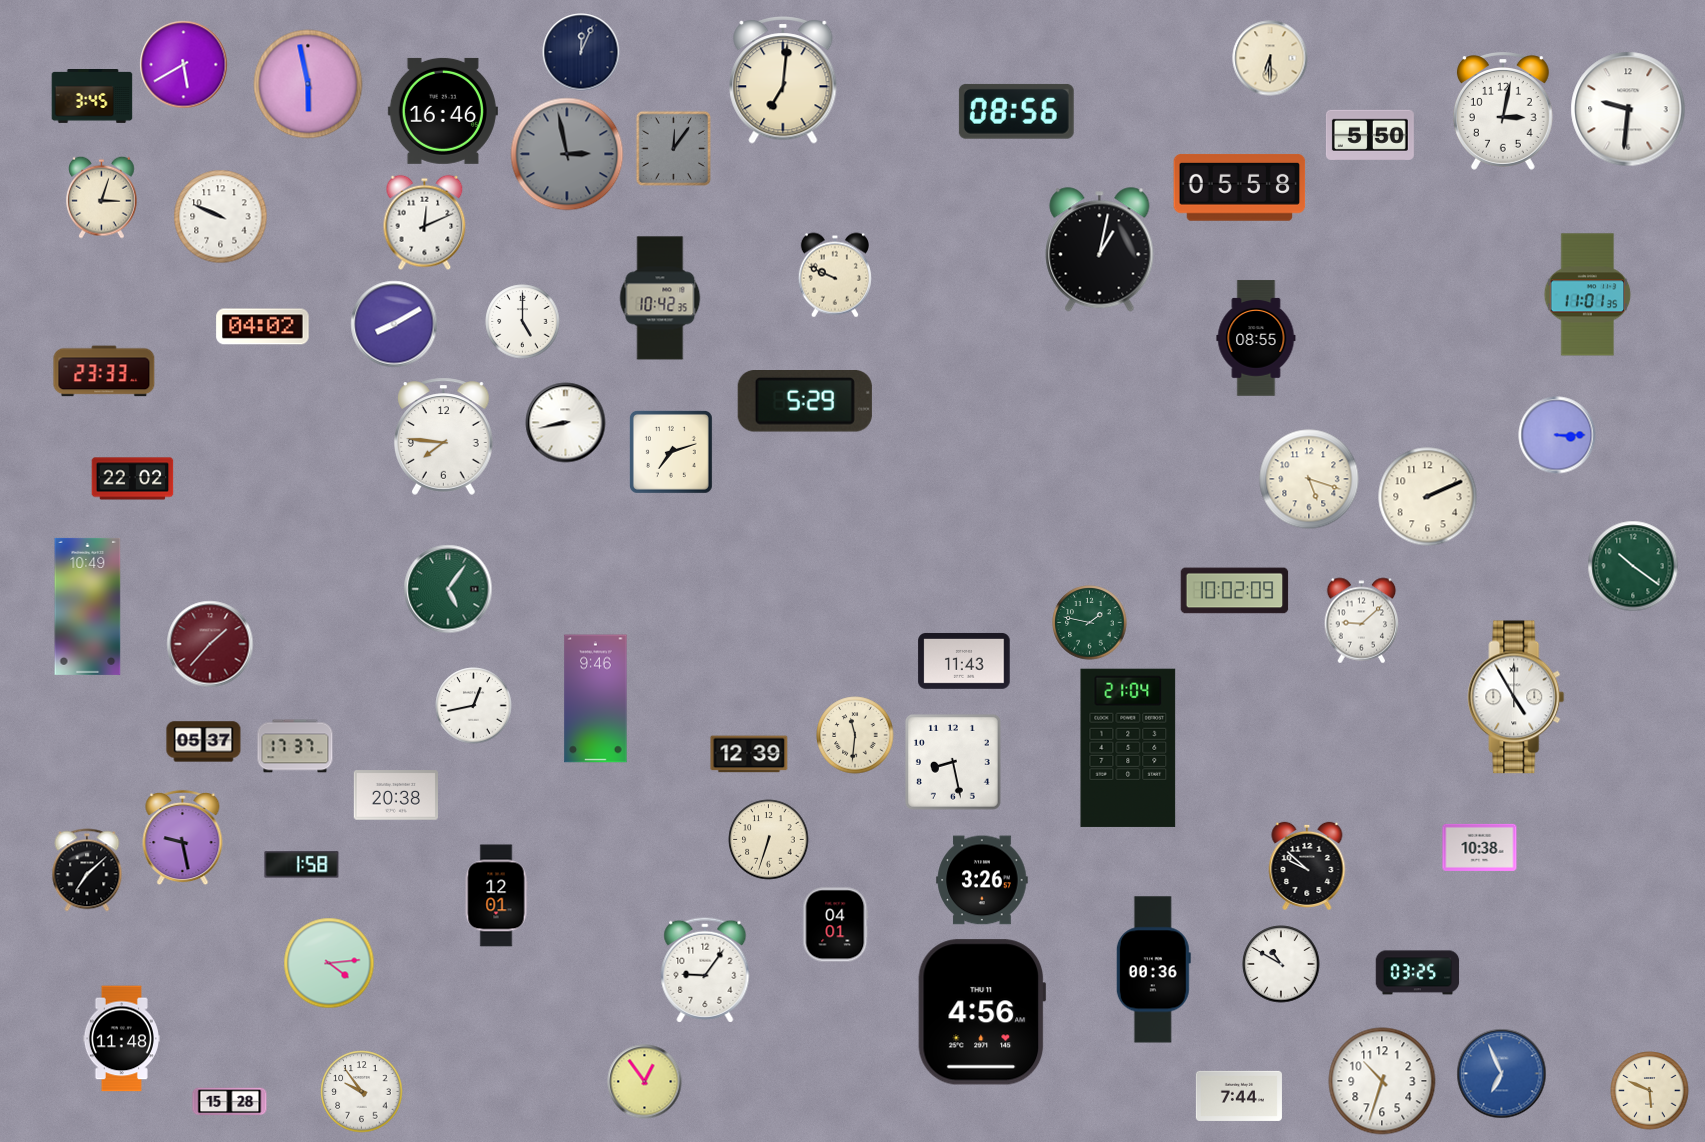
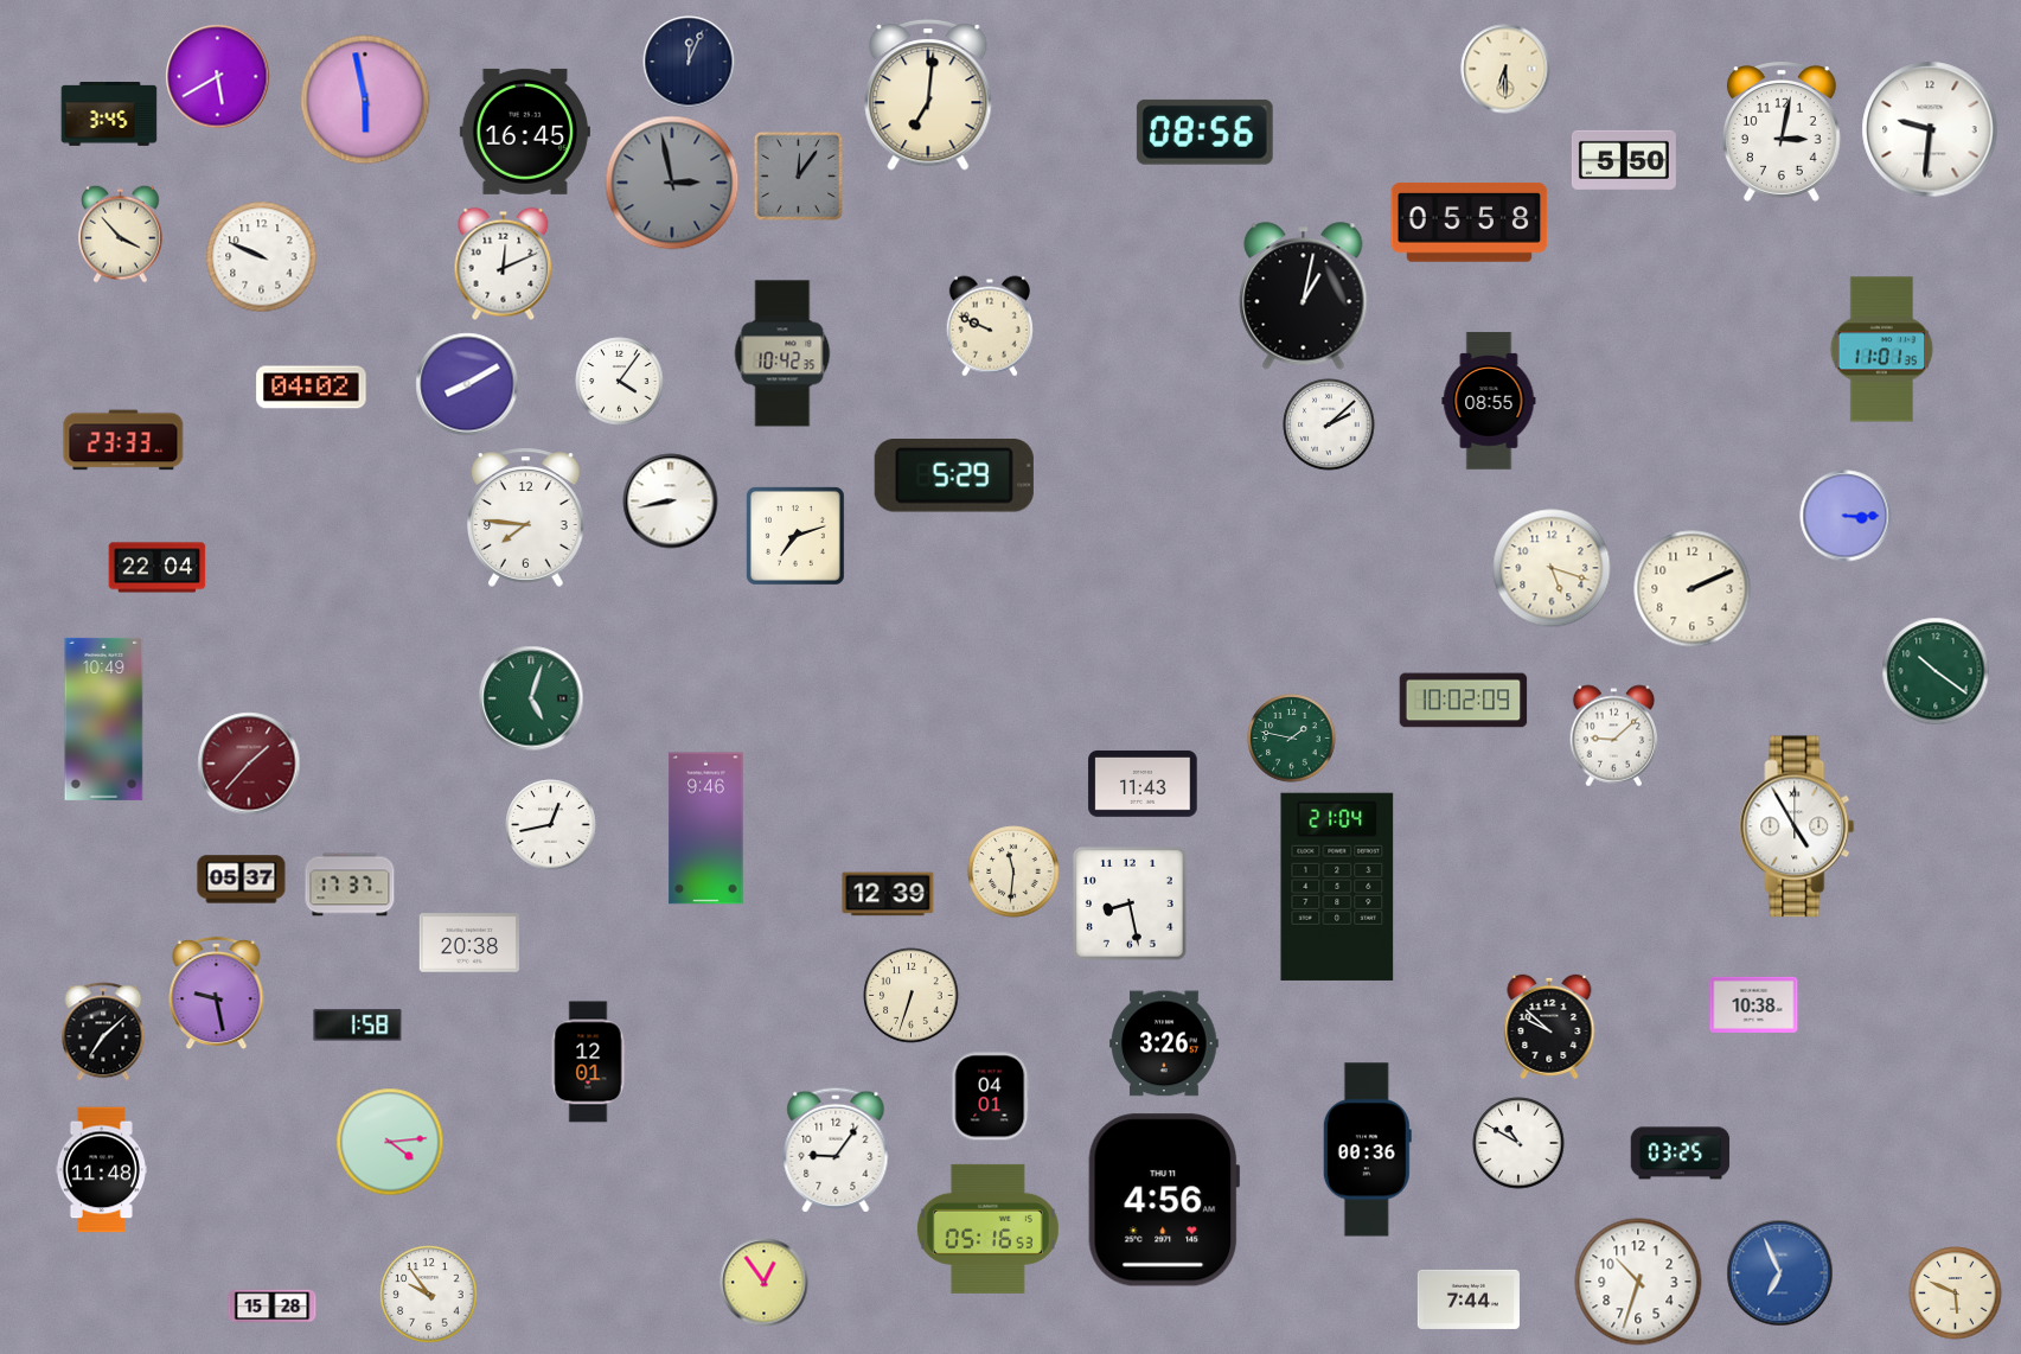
clock at (443, 111): 16:46 -> 16:45
clock at (102, 197): 3:03 -> 3:53
clock at (523, 322): 5:00 -> 4:06
clock at (1329, 424): none -> 2:08
clock at (133, 479): 22:02 -> 22:04
clock at (448, 589): 5:06 -> 5:03
clock at (474, 706) position: (474, 706) -> (551, 825)
clock at (987, 1228): none -> 05:16
clock at (121, 1039) position: (121, 1039) -> (101, 1170)
